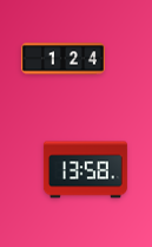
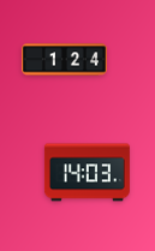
clock at (85, 170): 13:58 -> 14:03
